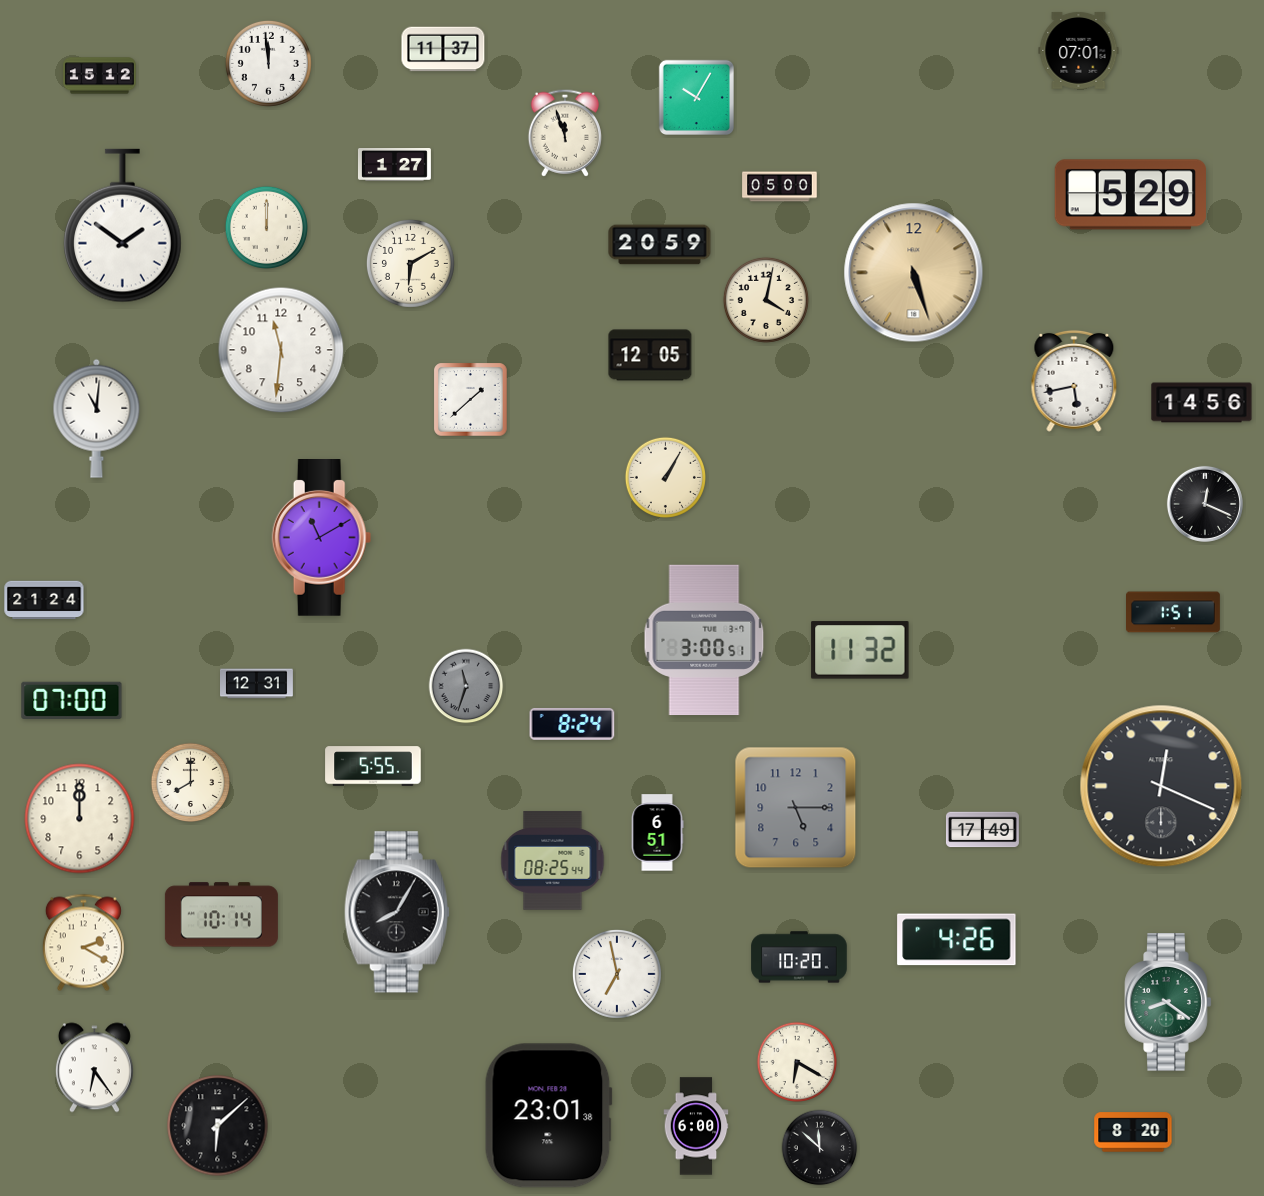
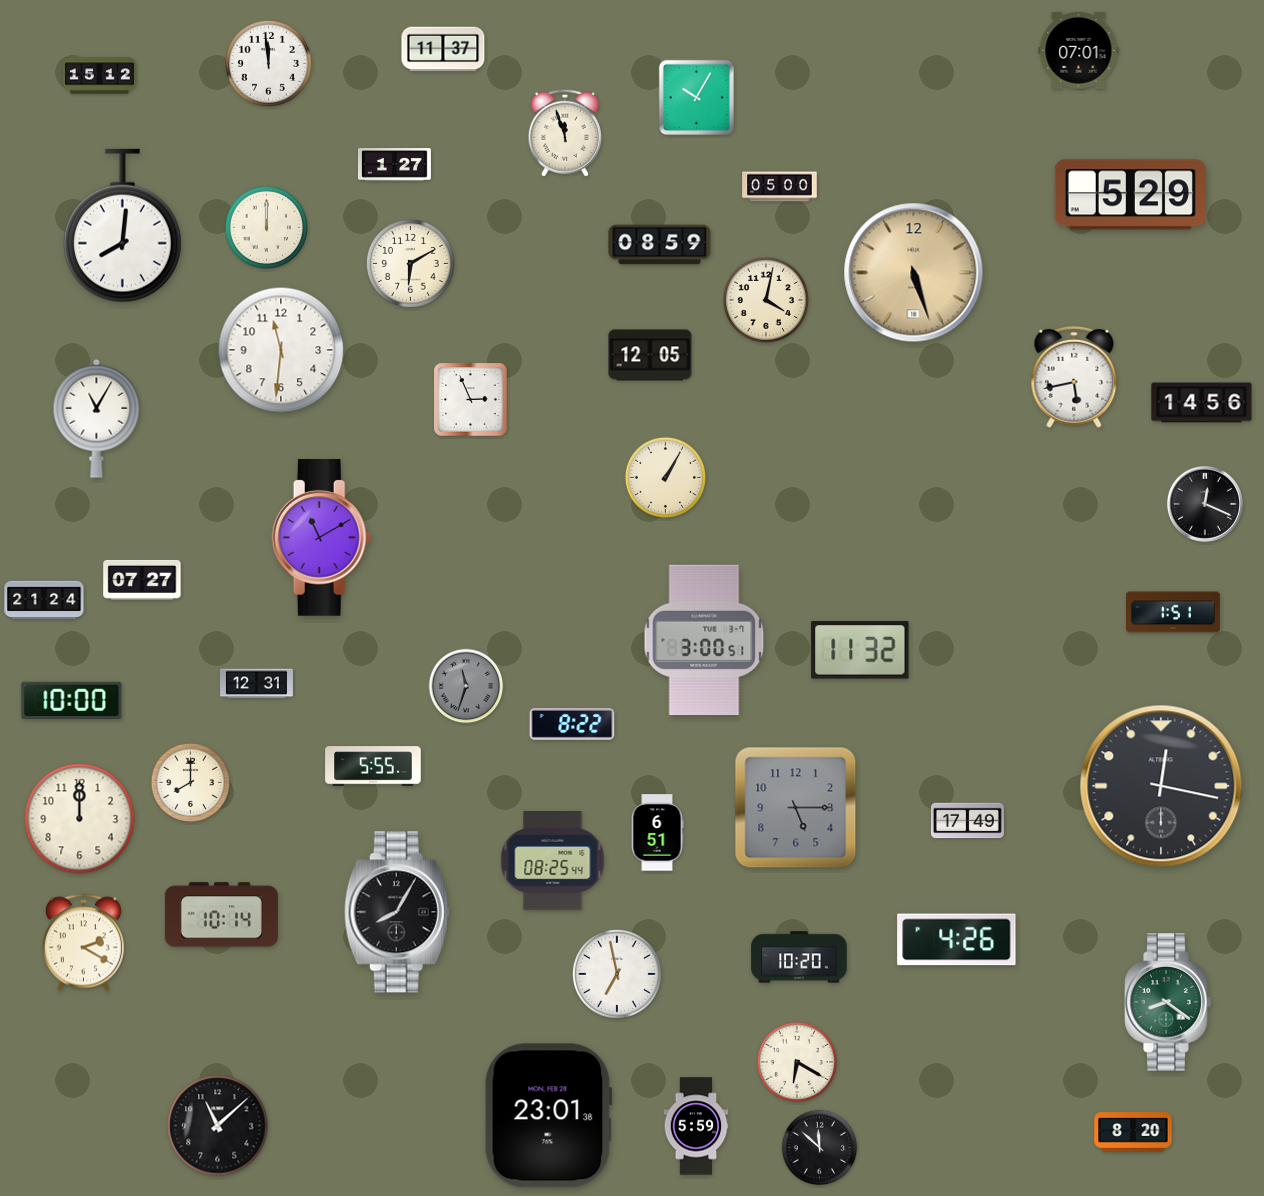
clock at (123, 226): 1:51 -> 8:01
clock at (660, 245): 20:59 -> 08:59
clock at (1074, 381) position: (1074, 381) -> (1074, 377)
clock at (471, 400): 1:38 -> 2:56
clock at (97, 418): 11:01 -> 11:05
clock at (142, 580): none -> 07:27
clock at (72, 701): 07:00 -> 10:00
clock at (572, 724): 8:24 -> 8:22
clock at (1161, 786): 12:19 -> 12:17
clock at (982, 830) position: (982, 830) -> (967, 821)
clock at (94, 1068): 6:24 -> none
clock at (218, 1126): 6:08 -> 11:08
clock at (696, 1126): 6:00 -> 5:59
